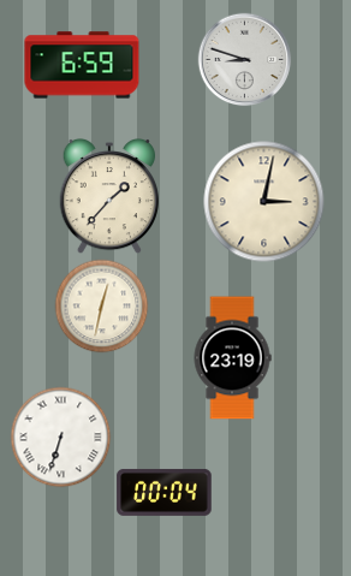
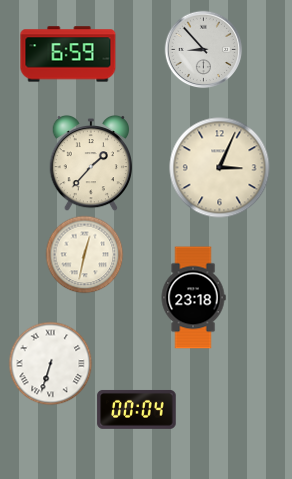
clock at (244, 59): 8:48 -> 8:53
clock at (264, 202): 3:02 -> 3:04
clock at (232, 358): 23:19 -> 23:18
